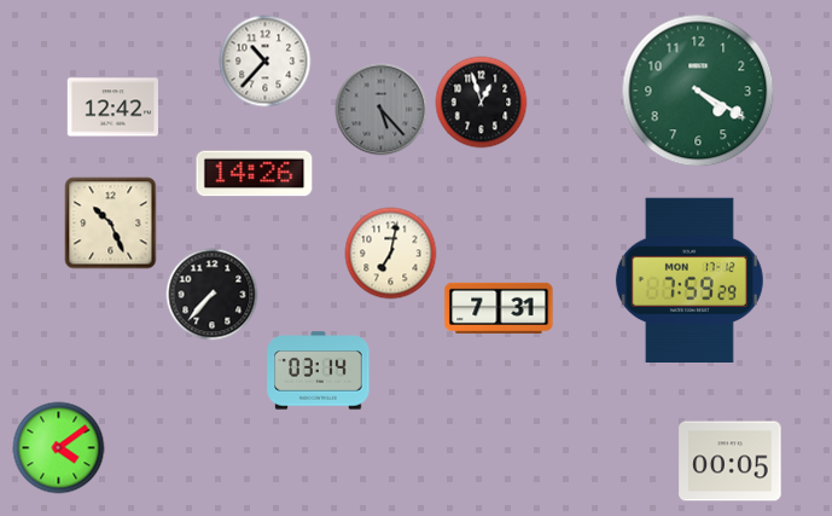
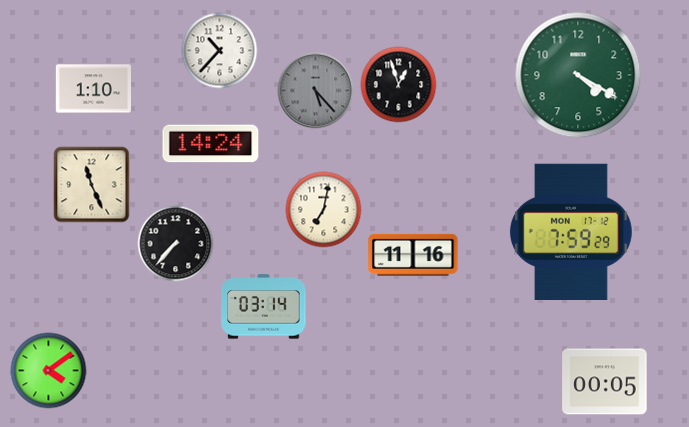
clock at (112, 108): 12:42 -> 1:10
clock at (255, 174): 14:26 -> 14:24
clock at (111, 224): 10:26 -> 11:26
clock at (499, 308): 7:31 -> 11:16
